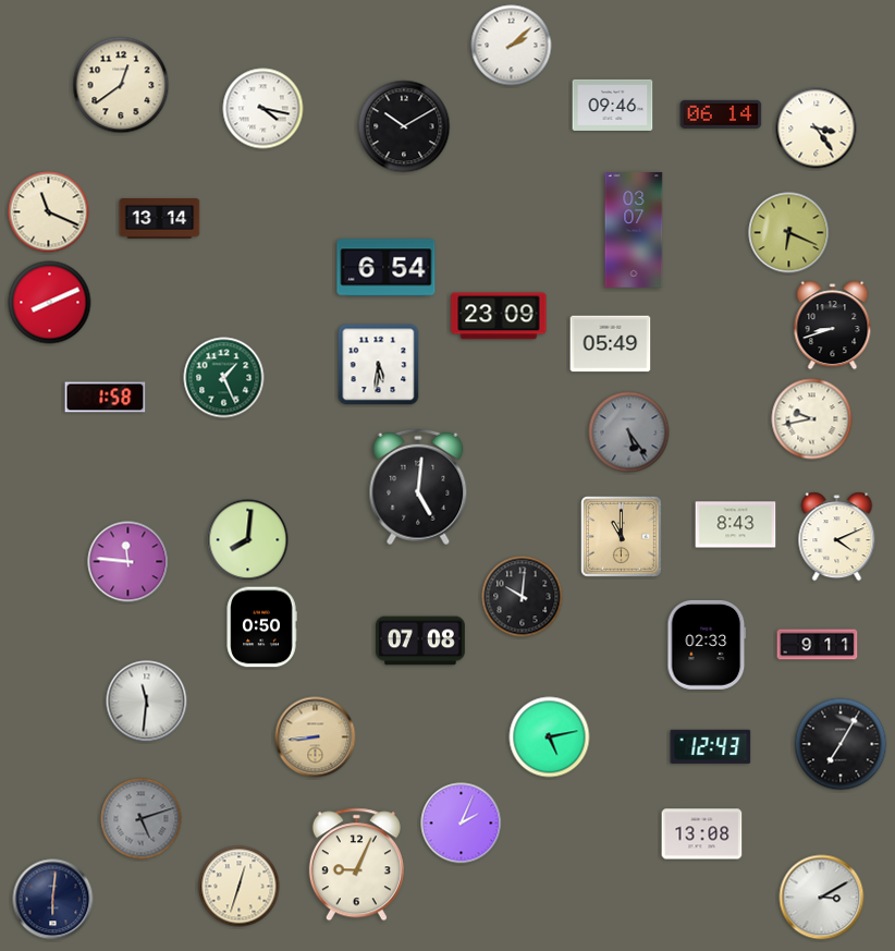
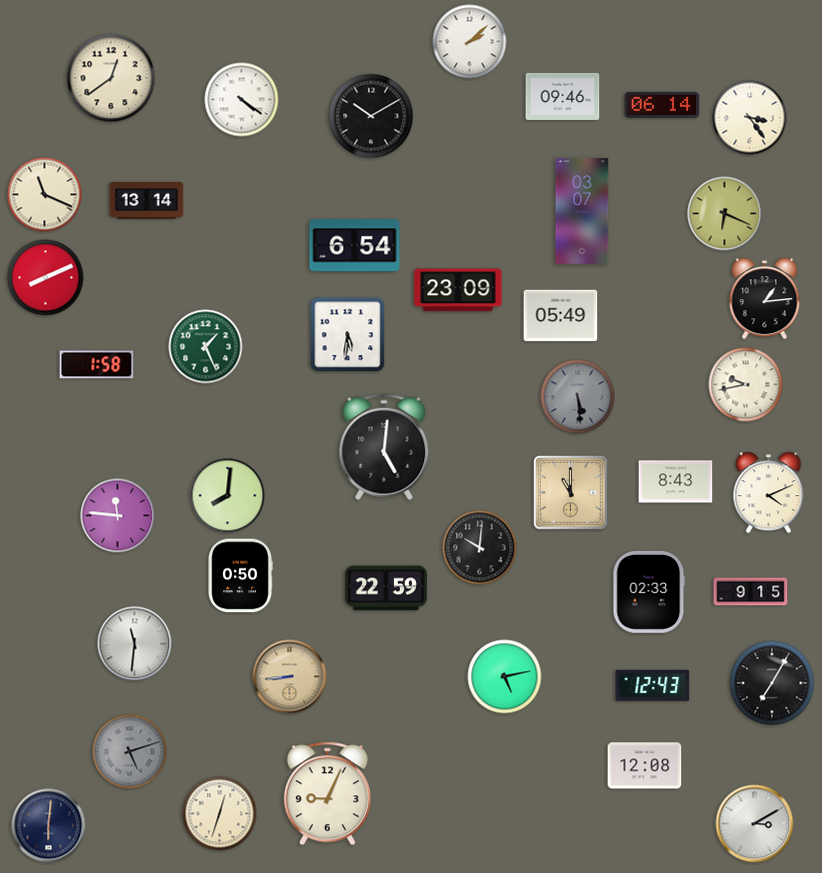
clock at (263, 109): 4:17 -> 4:21
clock at (833, 326): 8:42 -> 1:14
clock at (629, 432): 5:24 -> 5:29
clock at (421, 641): 07:08 -> 22:59
clock at (818, 645): 9:11 -> 9:15
clock at (462, 824): 2:04 -> none
clock at (702, 834): 13:08 -> 12:08
